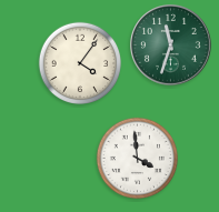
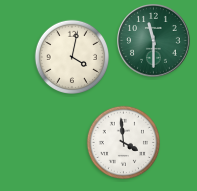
clock at (171, 46): 11:33 -> 11:30
clock at (79, 62): 4:06 -> 4:02
